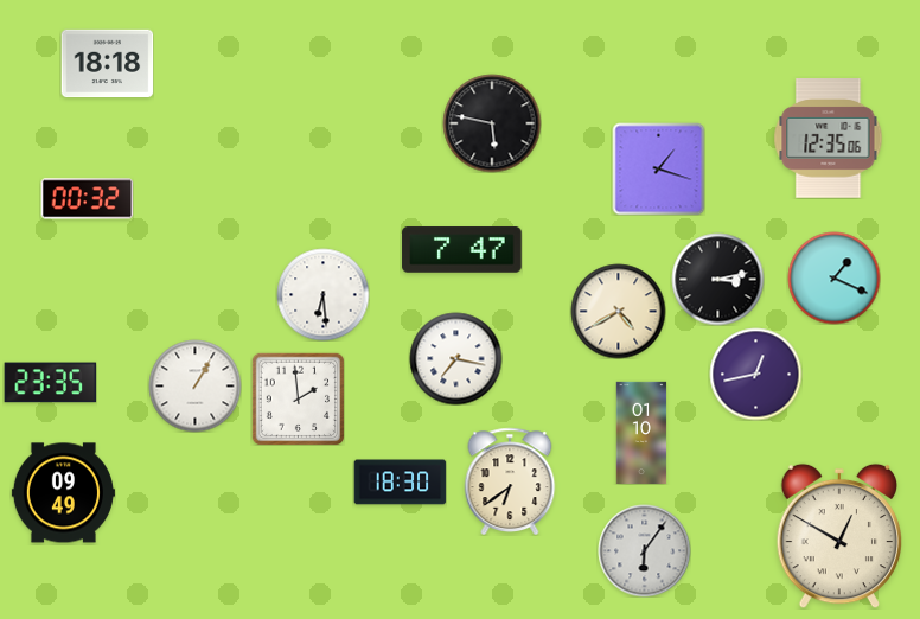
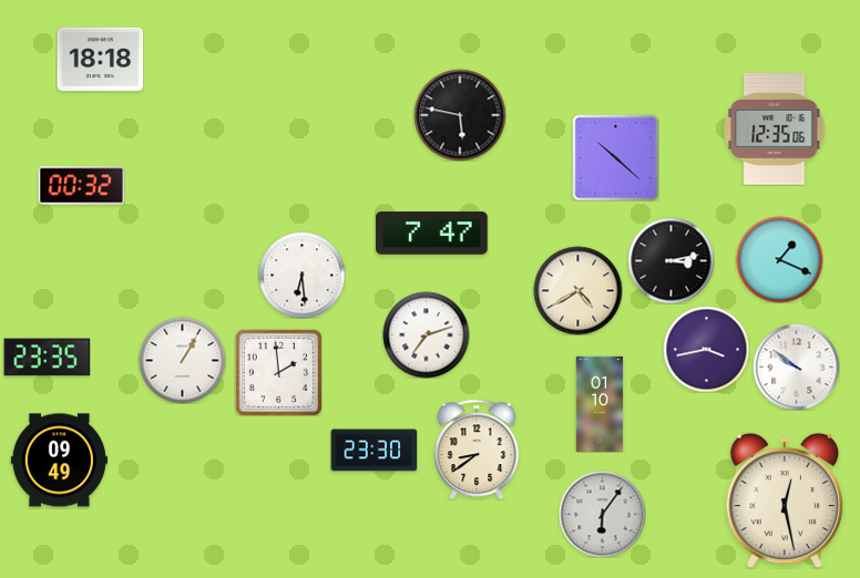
clock at (658, 168): 1:18 -> 10:22
clock at (455, 358): 7:17 -> 7:12
clock at (755, 374): 12:43 -> 3:43
clock at (796, 367): none -> 9:51
clock at (510, 480): 6:39 -> 8:39
clock at (400, 483): 18:30 -> 23:30
clock at (838, 536): 12:50 -> 12:28
